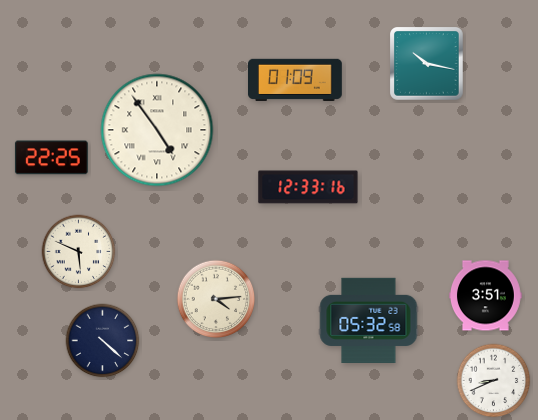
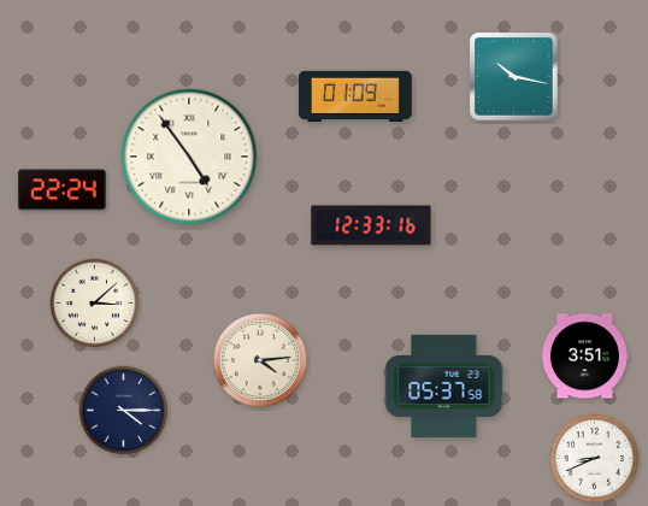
clock at (51, 158): 22:25 -> 22:24
clock at (79, 252): 5:49 -> 3:08
clock at (369, 320): 05:32 -> 05:37
clock at (103, 341): 4:22 -> 4:15
